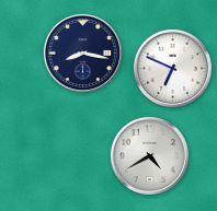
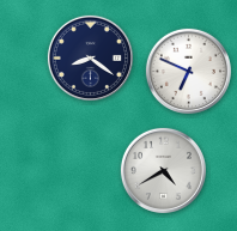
clock at (82, 52): 8:17 -> 8:21
clock at (172, 68) position: (172, 68) -> (188, 71)
